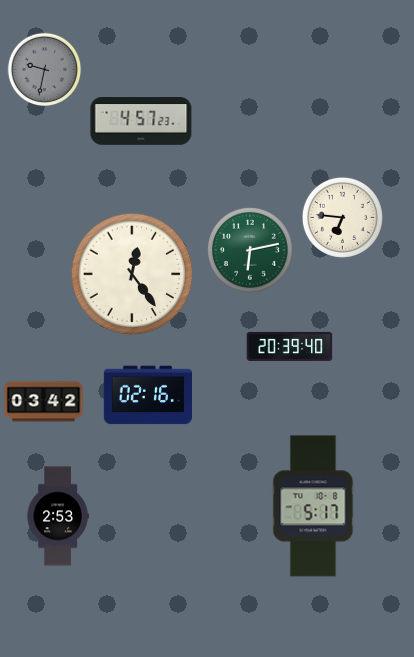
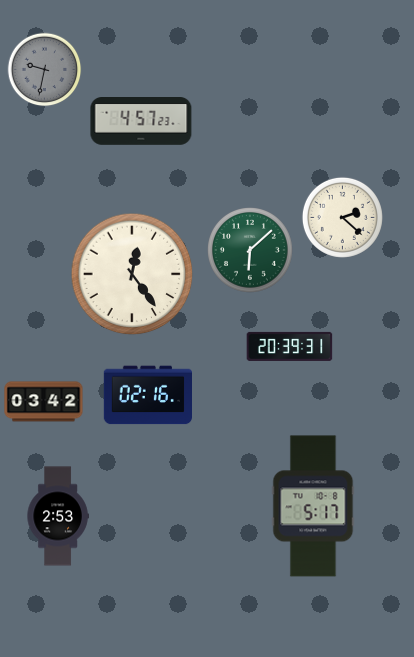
clock at (342, 217): 6:46 -> 2:22
clock at (251, 251): 6:13 -> 6:08
clock at (290, 346): 20:39:40 -> 20:39:31
